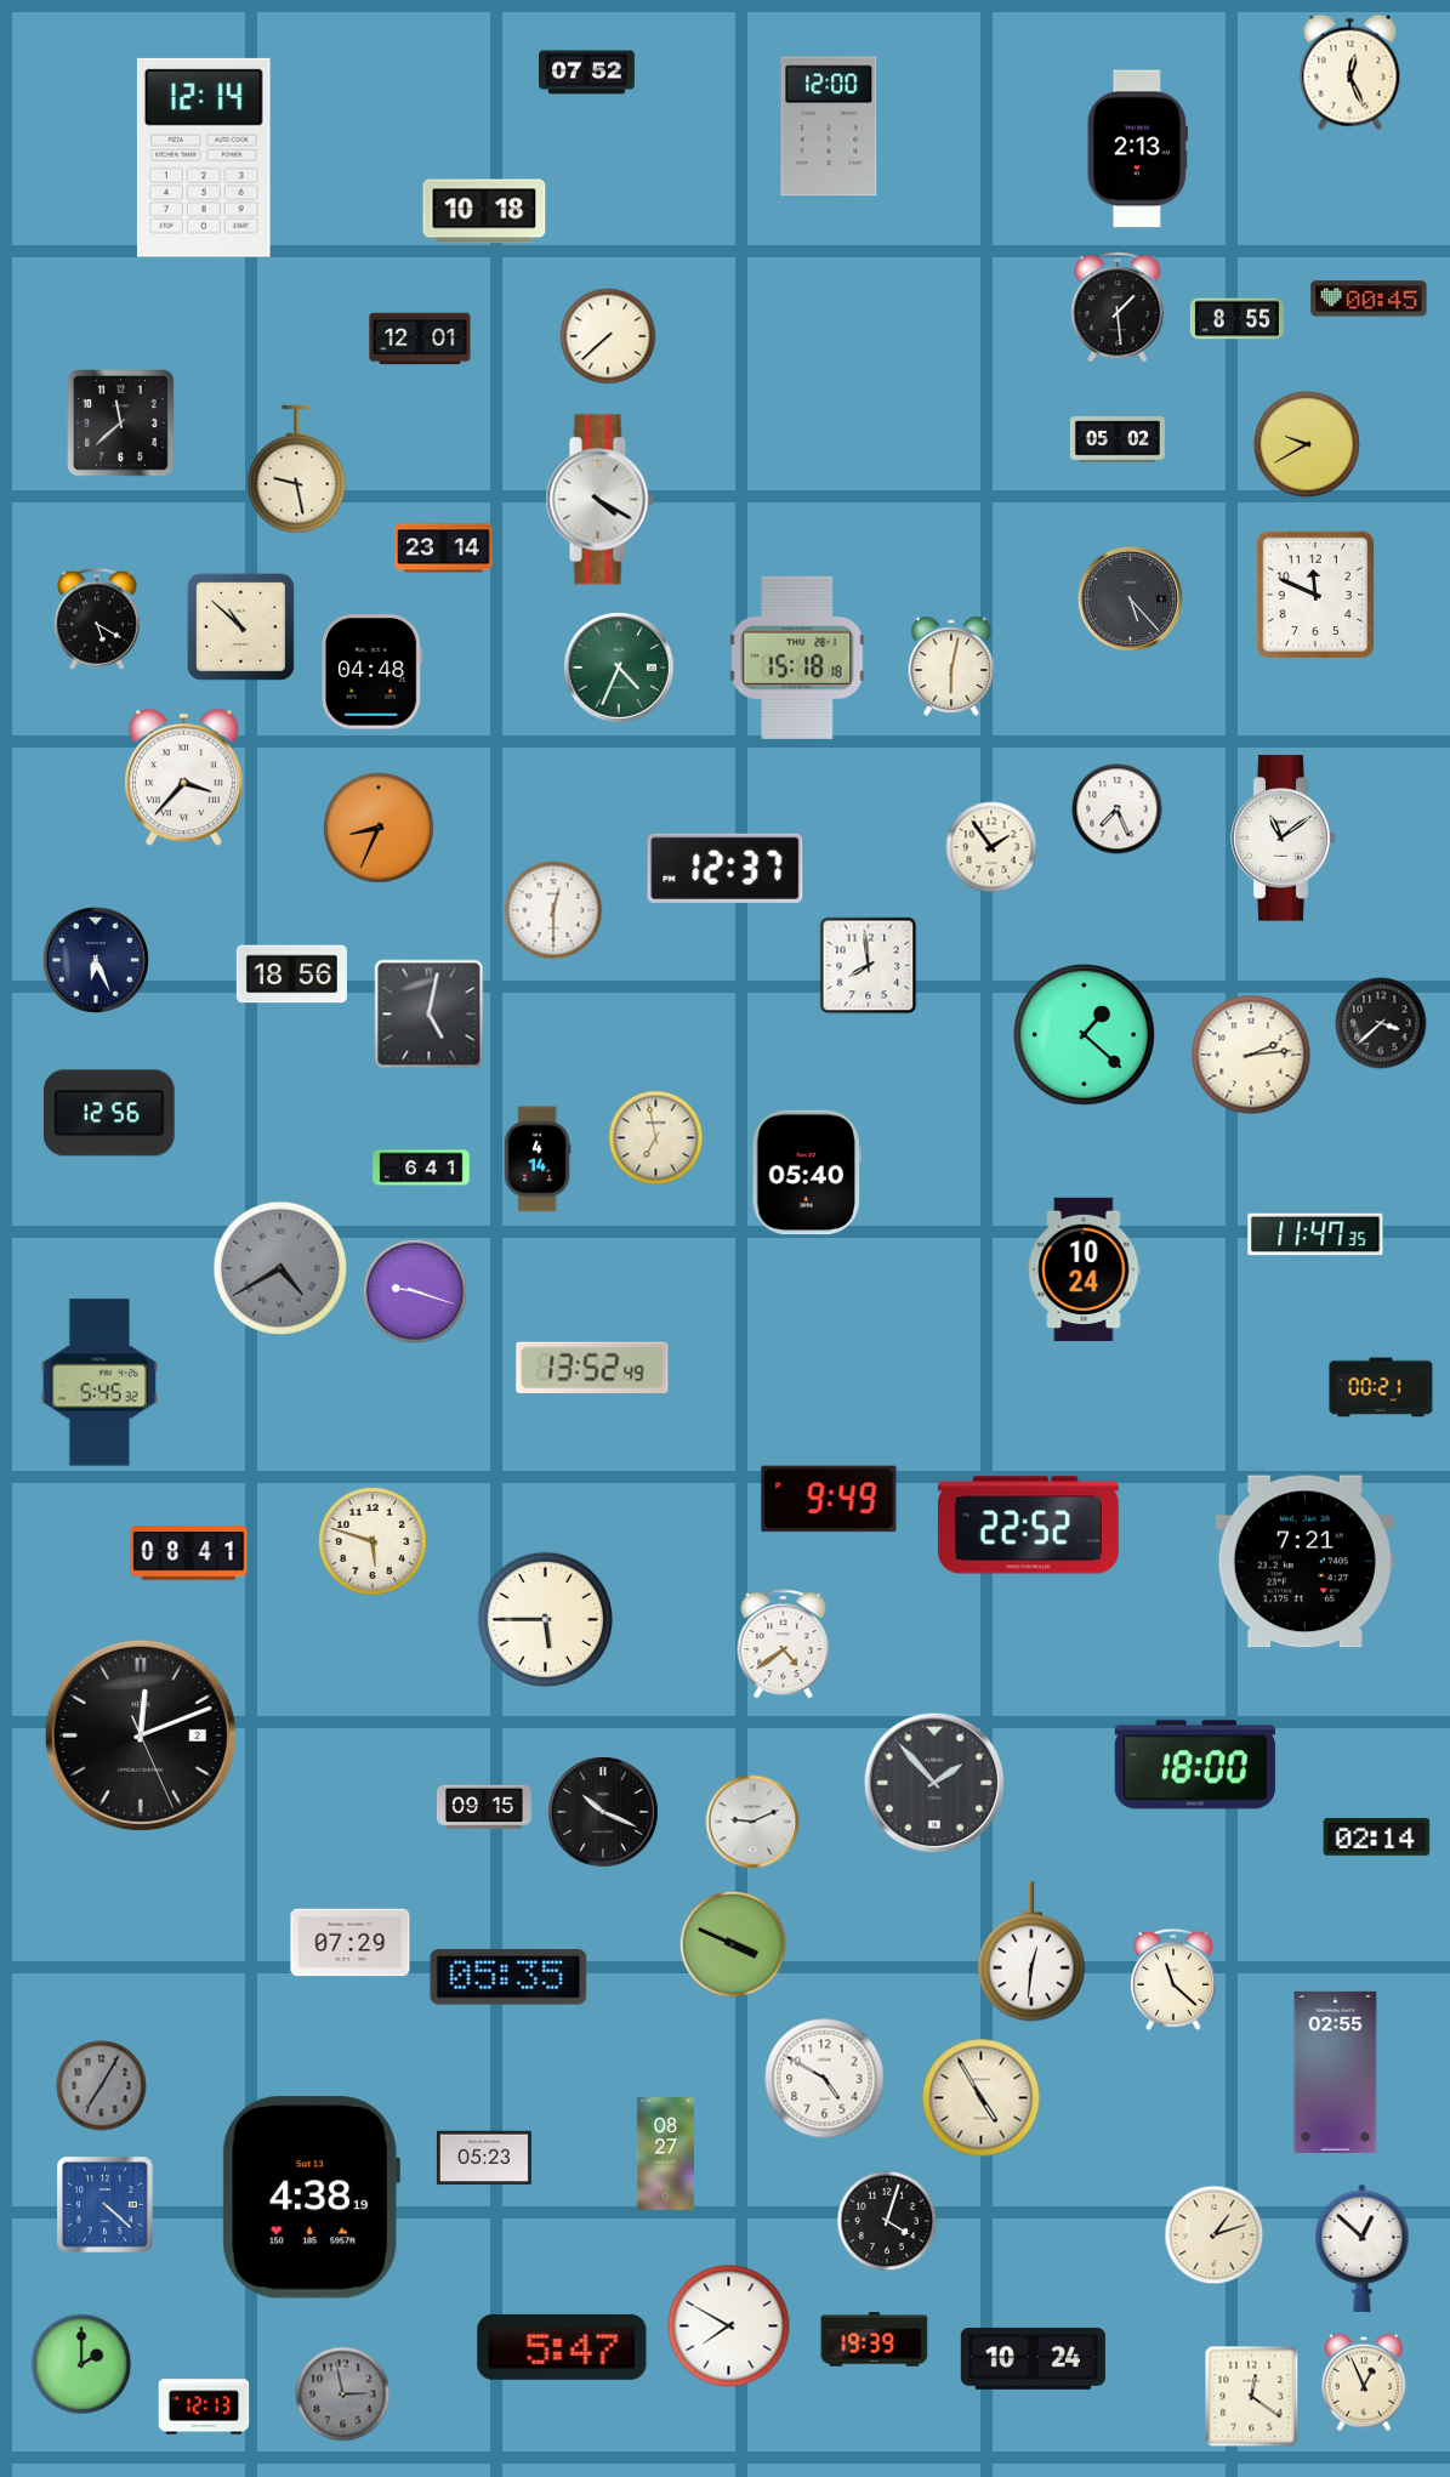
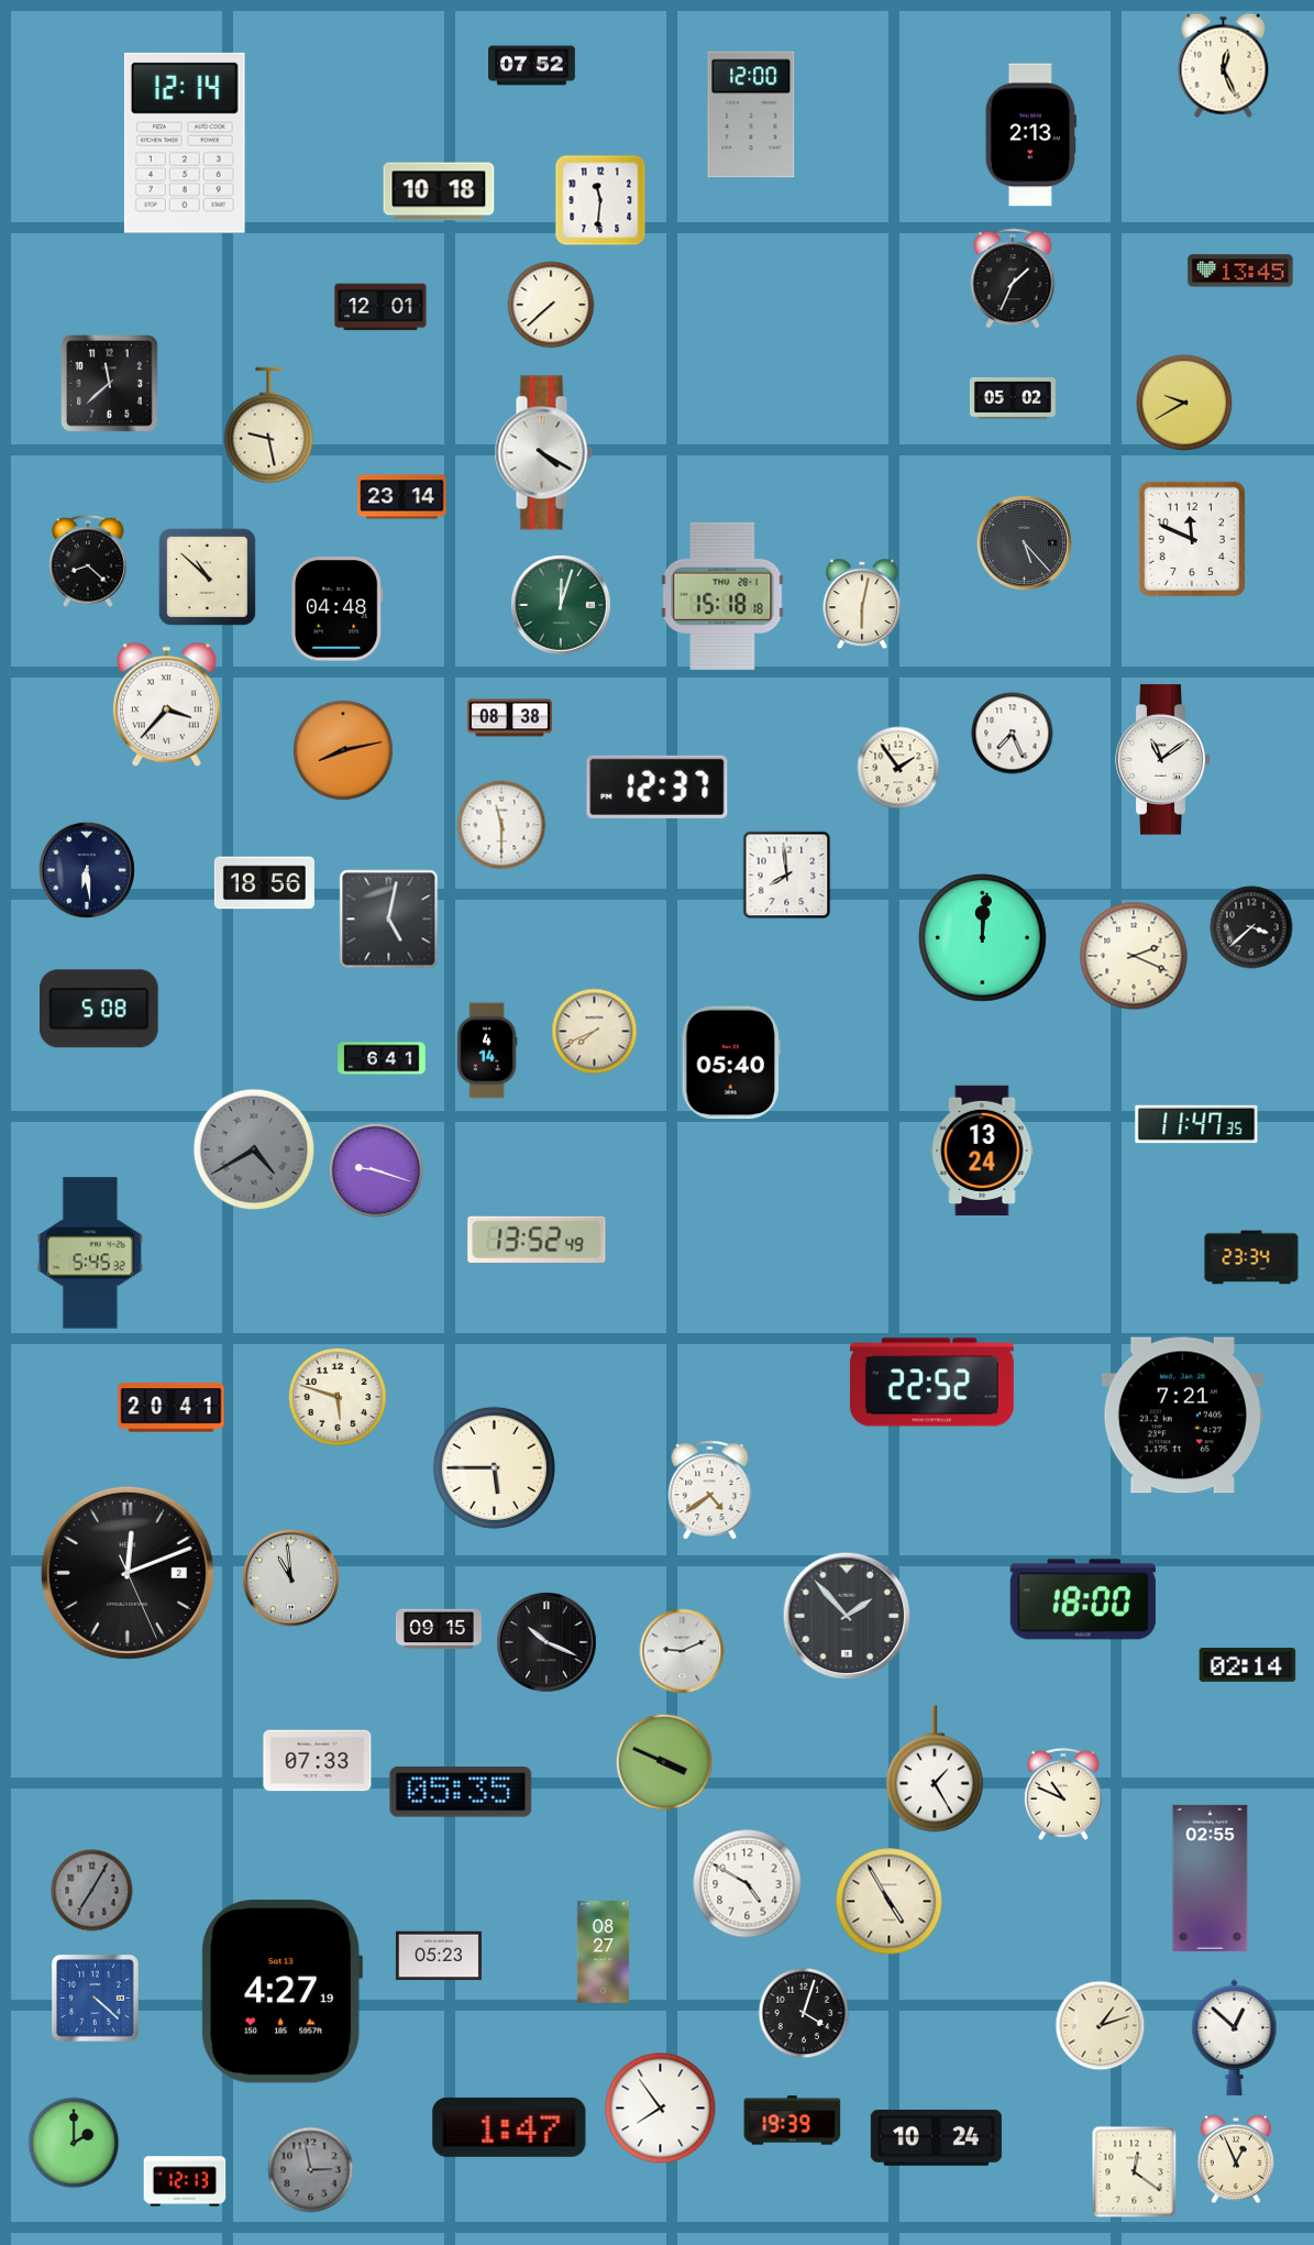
clock at (600, 200): none -> 11:31
clock at (1369, 299): 00:45 -> 13:45
clock at (1118, 307): 1:29 -> 1:34
clock at (1236, 319): 8:55 -> none
clock at (97, 619): 5:20 -> 8:22
clock at (240, 626) position: (240, 626) -> (207, 576)
clock at (620, 669): 4:34 -> 12:03
clock at (509, 718): none -> 08:38
clock at (380, 829): 8:34 -> 8:13
clock at (553, 910): 12:30 -> 11:30
clock at (96, 960): 6:26 -> 6:29
clock at (1085, 1035): 1:22 -> 12:01
clock at (1251, 1055): 2:14 -> 2:19
clock at (109, 1113): 12:56 -> 5:08
clock at (656, 1138): 6:58 -> 7:41
clock at (1315, 1234) position: (1315, 1234) -> (1196, 1124)
clock at (1084, 1268): 10:24 -> 13:24
clock at (1381, 1387): 00:21 -> 23:34
clock at (829, 1499): 9:49 -> none
clock at (189, 1553): 08:41 -> 20:41
clock at (290, 1577): none -> 10:59
clock at (484, 1807) position: (484, 1807) -> (439, 1629)
clock at (351, 1943): 07:29 -> 07:33
clock at (1031, 1952): 12:31 -> 1:25
clock at (1173, 1979): 11:22 -> 10:49
clock at (311, 2198): 4:38 -> 4:27
clock at (729, 2327): 7:50 -> 7:54
clock at (562, 2347): 5:47 -> 1:47
